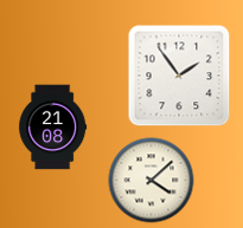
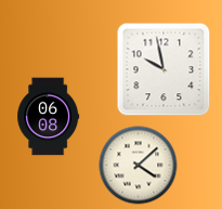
clock at (179, 76): 1:54 -> 9:58
clock at (53, 128): 21:08 -> 06:08
